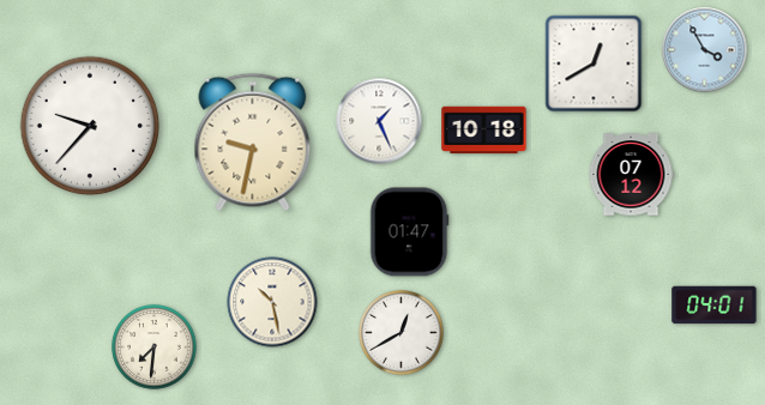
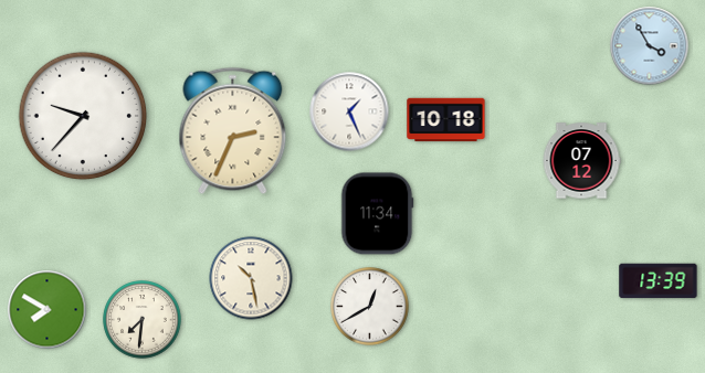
clock at (594, 64): 12:40 -> none
clock at (253, 143): 9:32 -> 2:34
clock at (410, 232): 01:47 -> 11:34
clock at (715, 306): 04:01 -> 13:39
clock at (48, 310): none -> 7:50
